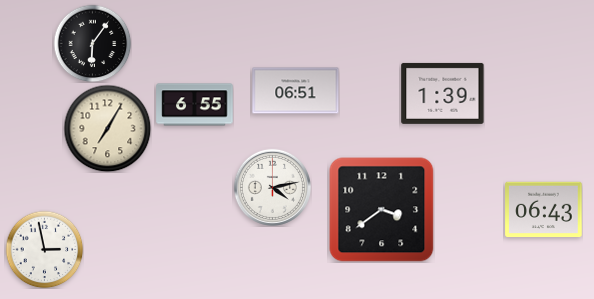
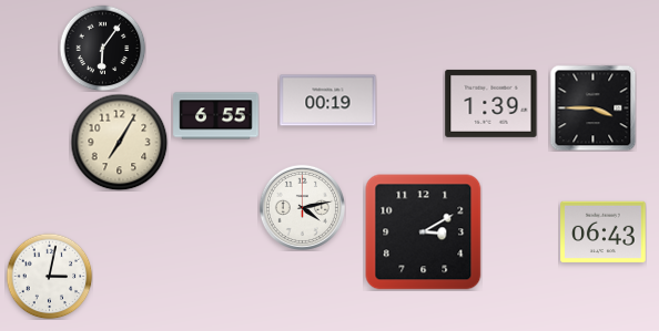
clock at (296, 91): 06:51 -> 00:19
clock at (592, 107): none -> 3:45
clock at (382, 210): 3:39 -> 3:10
clock at (44, 249): 2:58 -> 3:02
